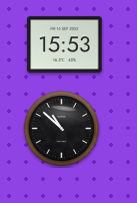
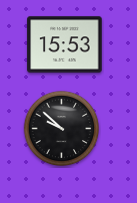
clock at (62, 129): 10:52 -> 9:52
